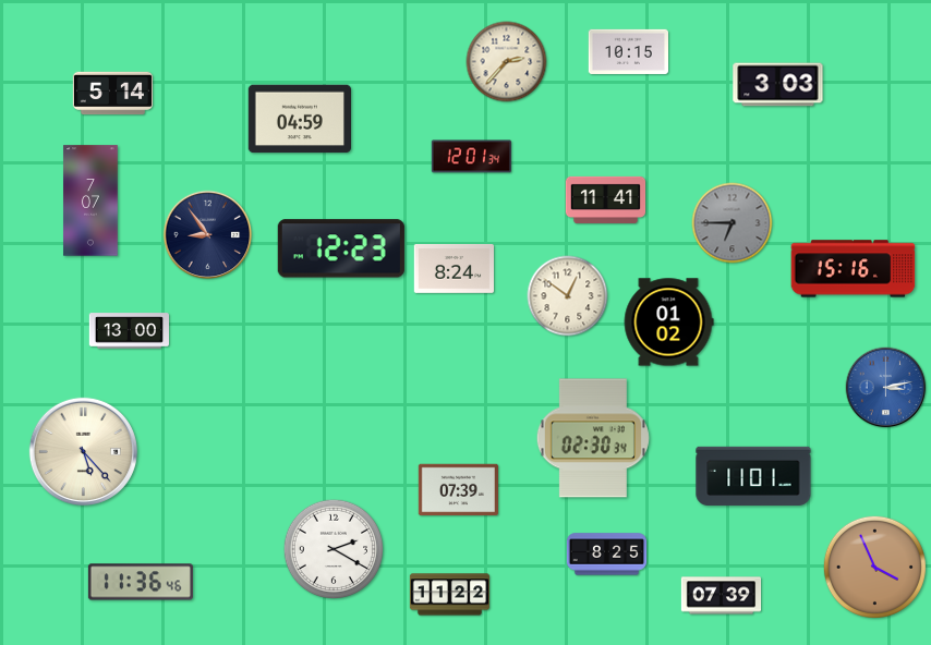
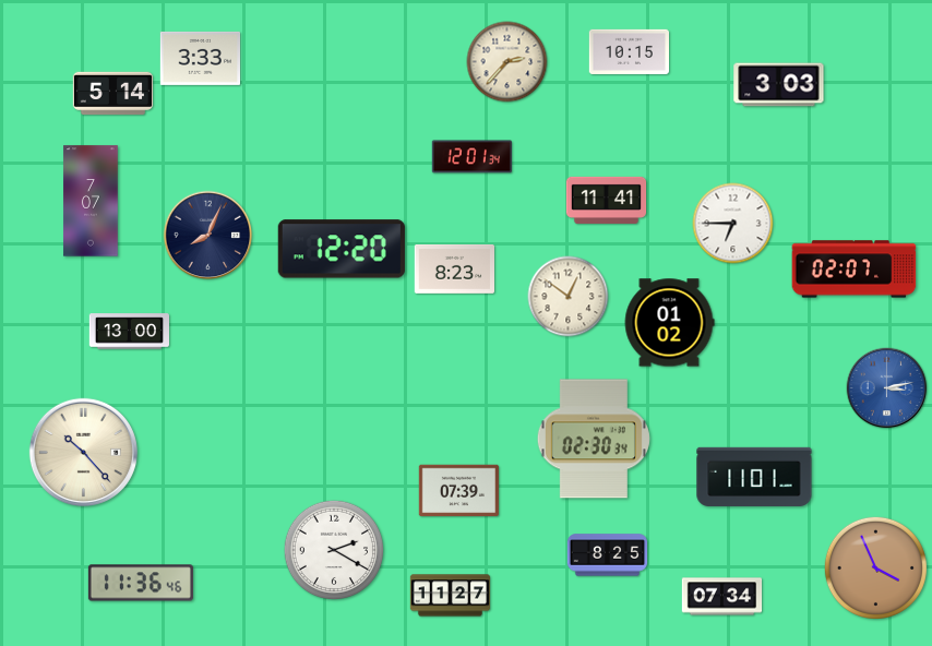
clock at (200, 58): none -> 3:33
clock at (299, 119): 04:59 -> none
clock at (733, 223) dial: grey -> white
clock at (208, 235): 8:54 -> 8:04
clock at (341, 248): 12:23 -> 12:20
clock at (454, 268): 8:24 -> 8:23
clock at (854, 269): 15:16 -> 02:07
clock at (83, 451): 5:23 -> 10:23
clock at (450, 595): 11:22 -> 11:27
clock at (722, 596): 07:39 -> 07:34
